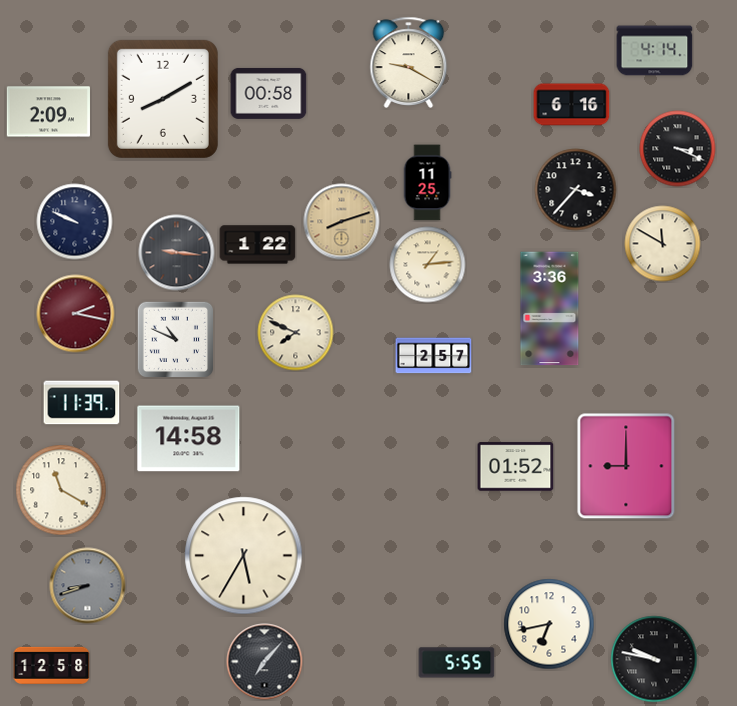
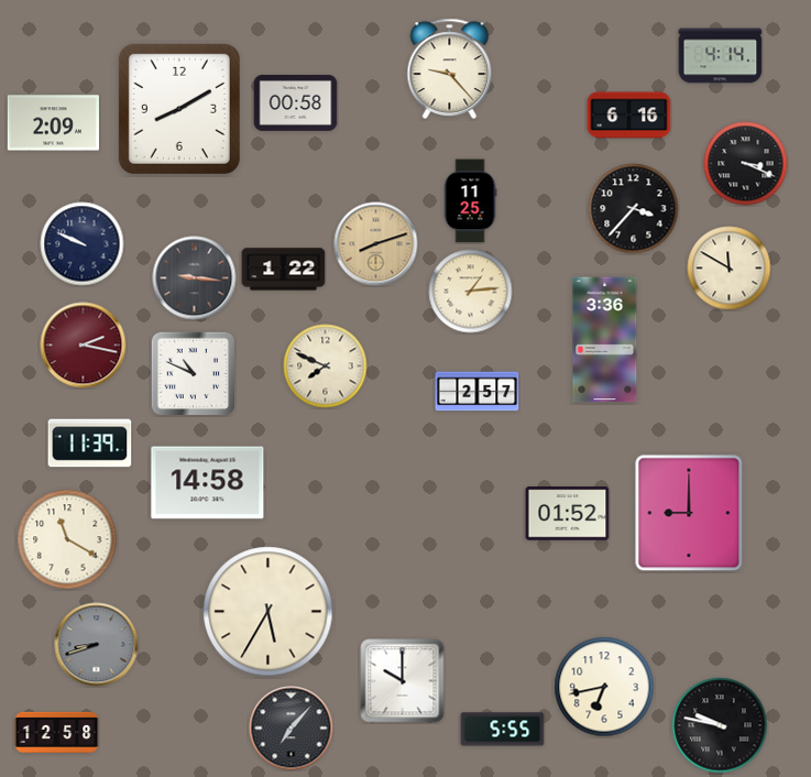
clock at (409, 62): 9:20 -> 9:23
clock at (403, 681): none -> 10:00
